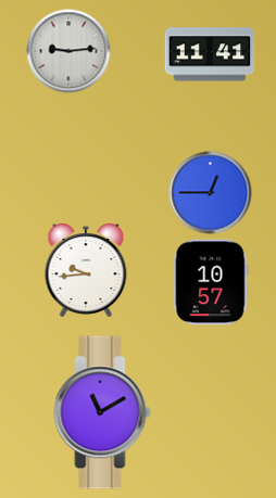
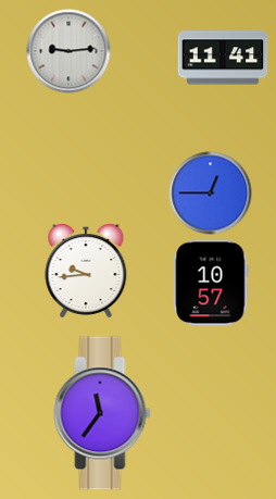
clock at (210, 54) position: (210, 54) -> (223, 58)
clock at (102, 412): 11:10 -> 11:36
